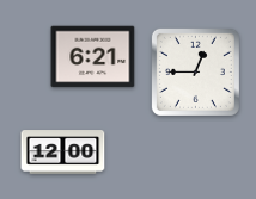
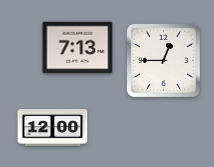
clock at (93, 57): 6:21 -> 7:13
